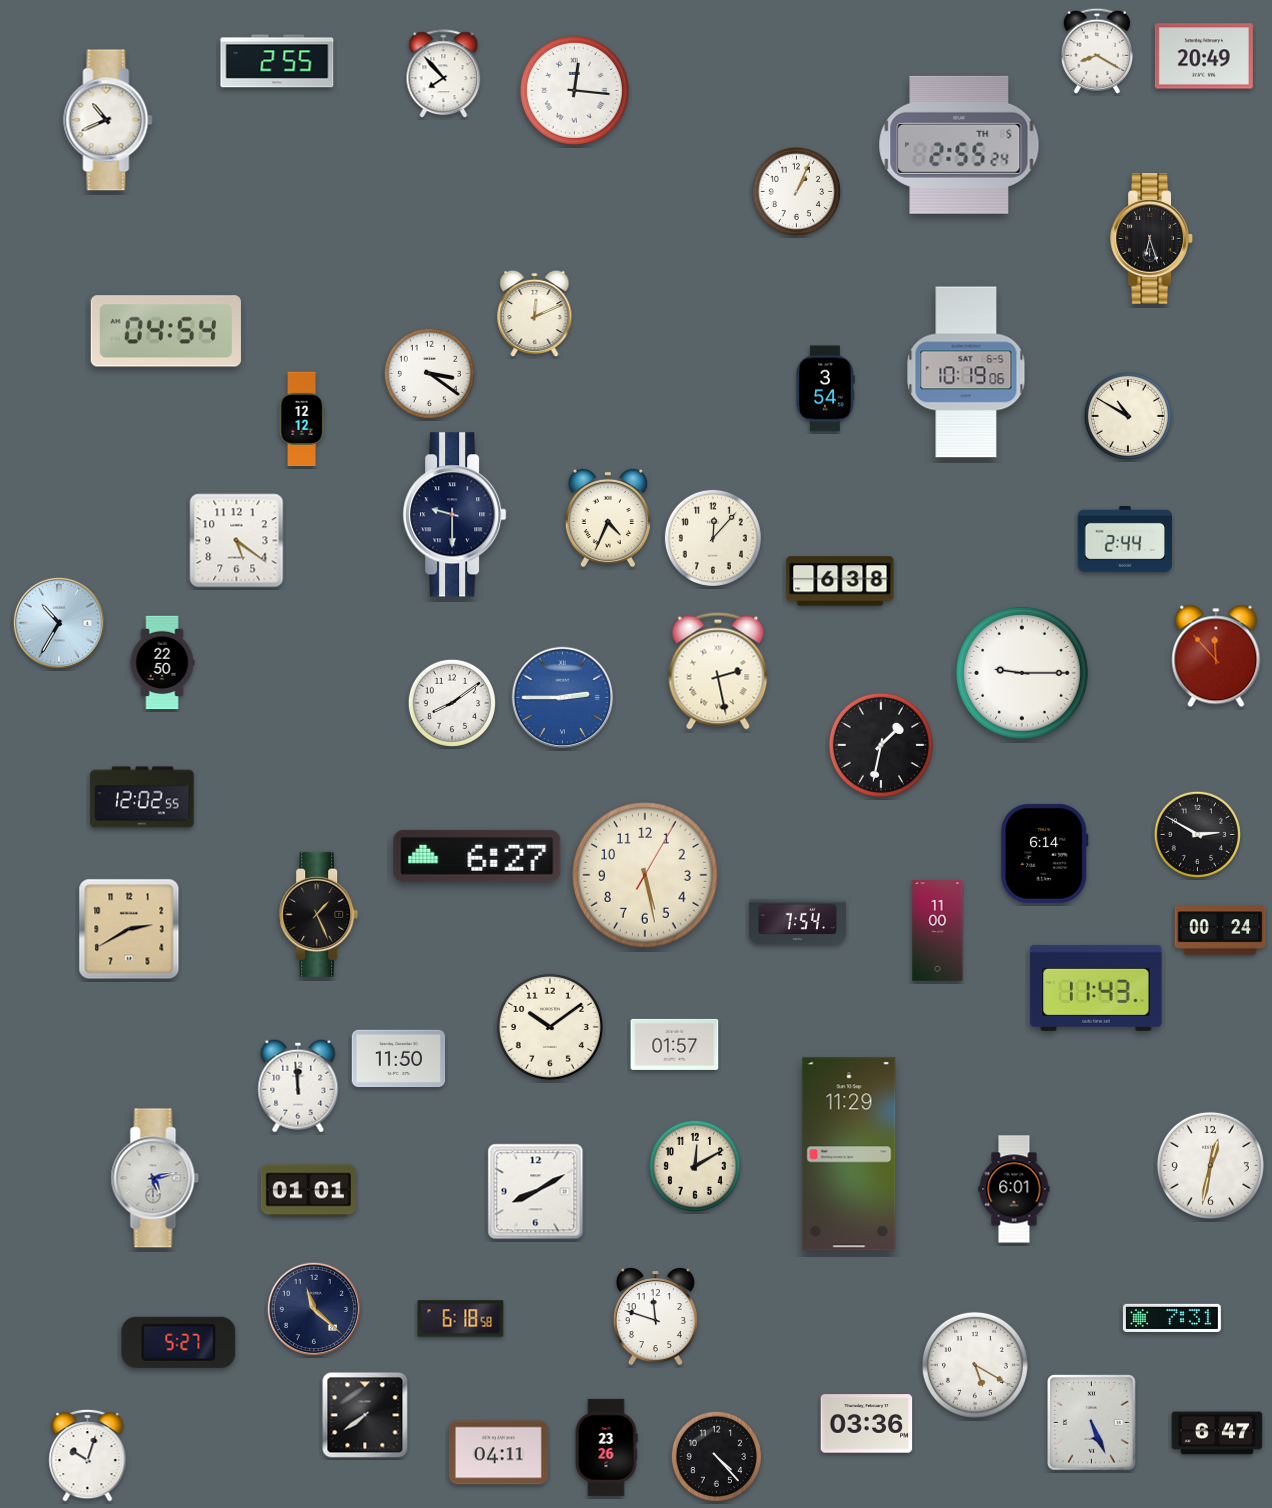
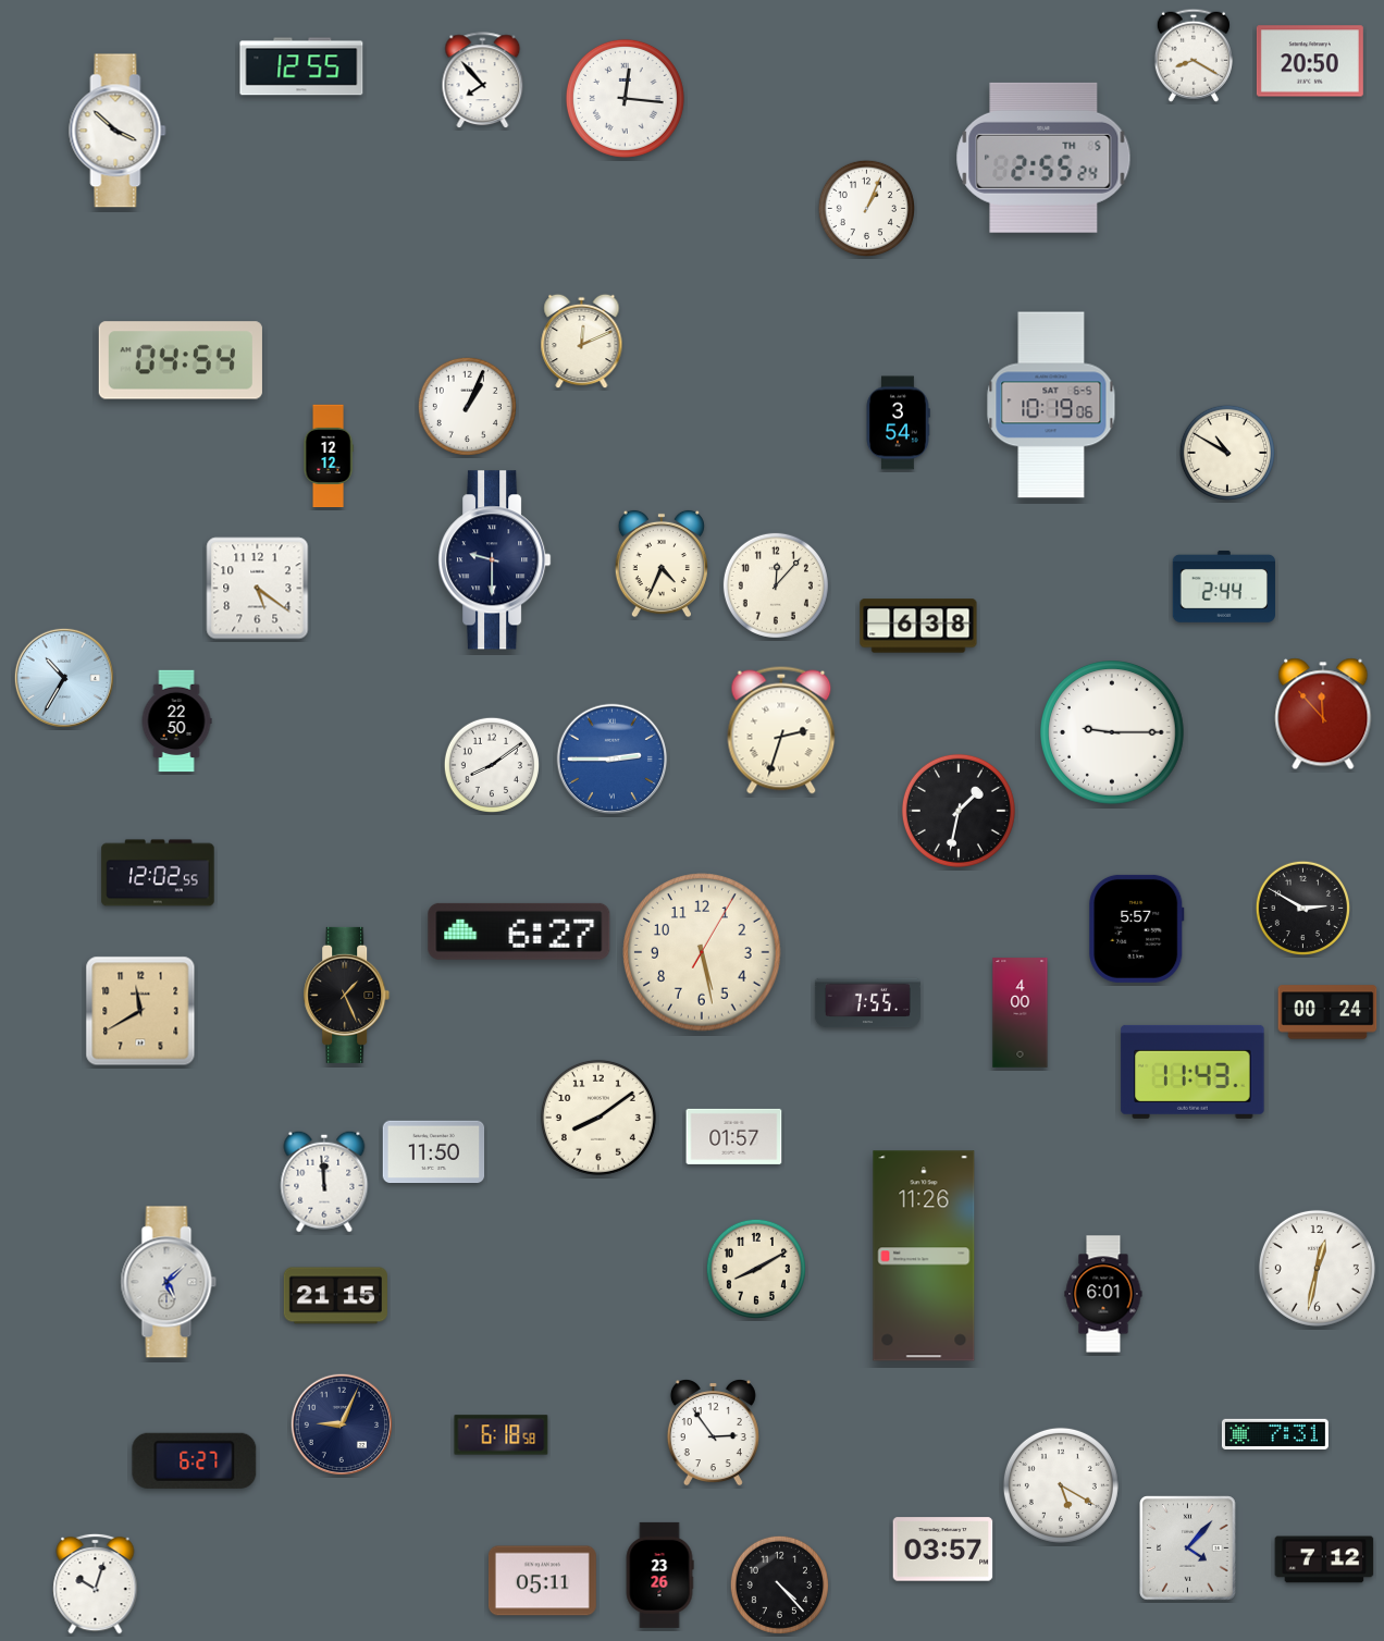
clock at (1204, 56): 20:49 -> 20:50
clock at (277, 61): 2:55 -> 12:55
clock at (108, 120): 10:41 -> 3:52
clock at (1152, 239): 6:27 -> none
clock at (429, 373): 3:21 -> 1:04
clock at (840, 581) position: (840, 581) -> (918, 626)
clock at (718, 671): 2:28 -> 2:33
clock at (142, 797) position: (142, 797) -> (158, 873)
clock at (1045, 853): 6:14 -> 5:57
clock at (797, 922): 7:54 -> 7:55
clock at (129, 929): 2:40 -> 11:40
clock at (938, 931): 11:00 -> 4:00
clock at (1096, 988) position: (1096, 988) -> (1193, 1072)
clock at (550, 1027): 10:09 -> 8:09
clock at (849, 1154): 11:29 -> 11:26
clock at (695, 1166): 12:10 -> 8:10
clock at (155, 1178): 5:13 -> 5:08
clock at (308, 1191): 01:01 -> 21:15
clock at (536, 1192): 8:10 -> none
clock at (313, 1308): 11:22 -> 9:04
clock at (655, 1317): 11:48 -> 2:54
clock at (179, 1342): 5:27 -> 6:27
clock at (365, 1415): 7:39 -> none
clock at (1092, 1423): 5:26 -> 4:07
clock at (867, 1424): 03:36 -> 03:57
clock at (1217, 1433): 6:47 -> 7:12
clock at (498, 1453): 04:11 -> 05:11
